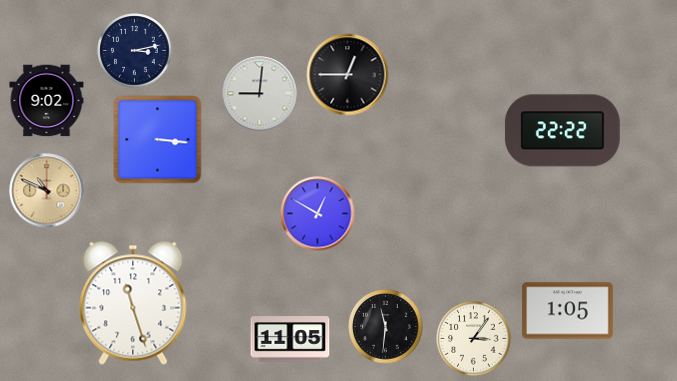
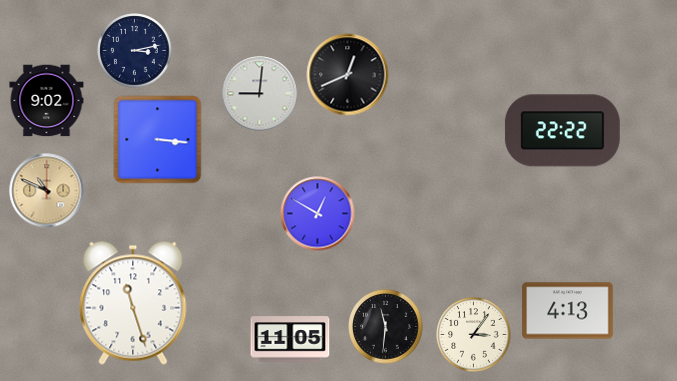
clock at (348, 75): 12:45 -> 12:41
clock at (568, 311): 1:05 -> 4:13
clock at (474, 339) position: (474, 339) -> (474, 335)
